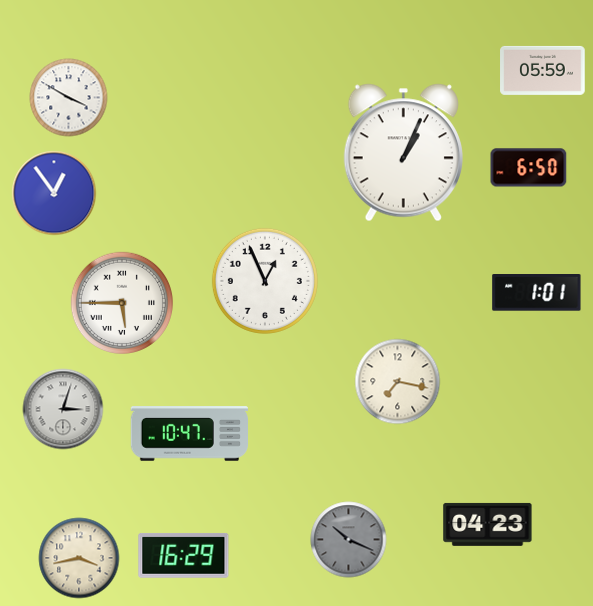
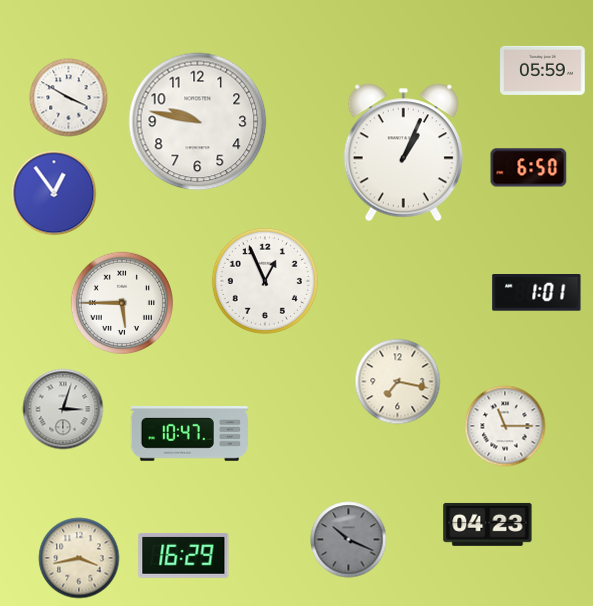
clock at (198, 122): none -> 9:47
clock at (505, 426): none -> 11:15
